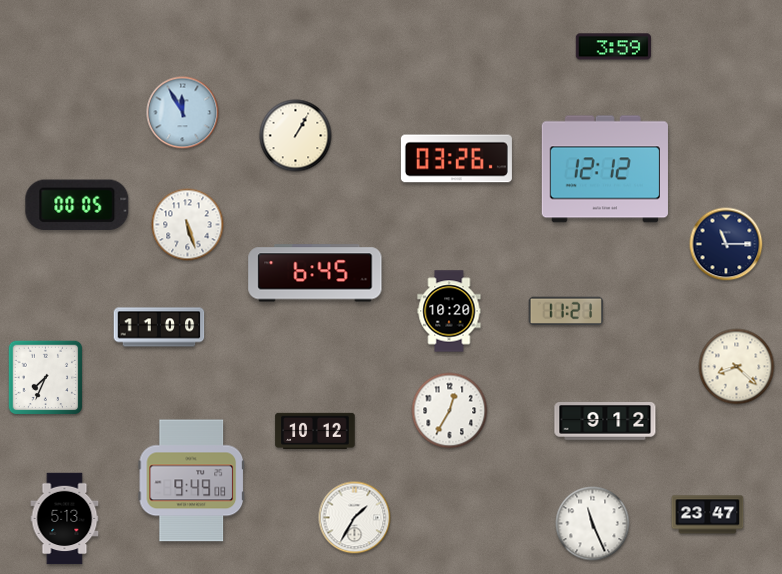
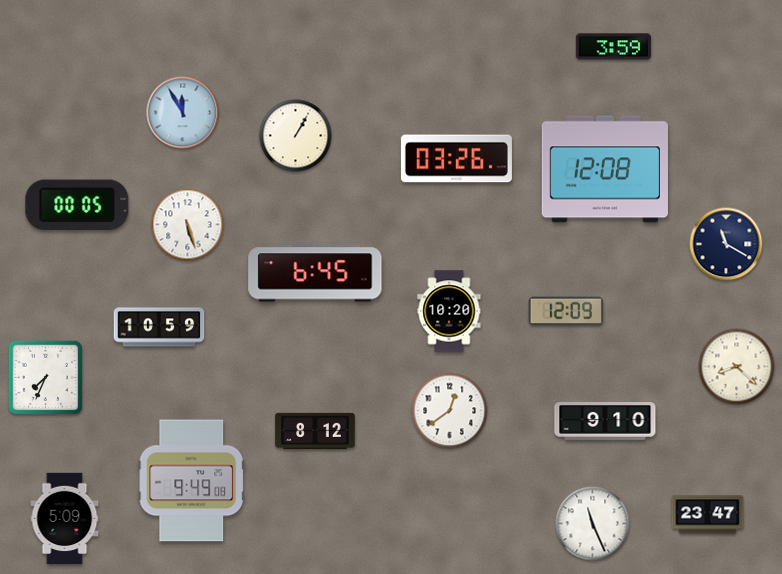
clock at (605, 169): 12:12 -> 12:08
clock at (726, 244): 11:15 -> 11:20
clock at (566, 311): 11:21 -> 12:09
clock at (159, 327): 11:00 -> 10:59
clock at (450, 411): 12:35 -> 12:39
clock at (605, 421): 9:12 -> 9:10
clock at (315, 430): 10:12 -> 8:12
clock at (355, 518): 1:35 -> none
clock at (65, 519): 5:13 -> 5:09
